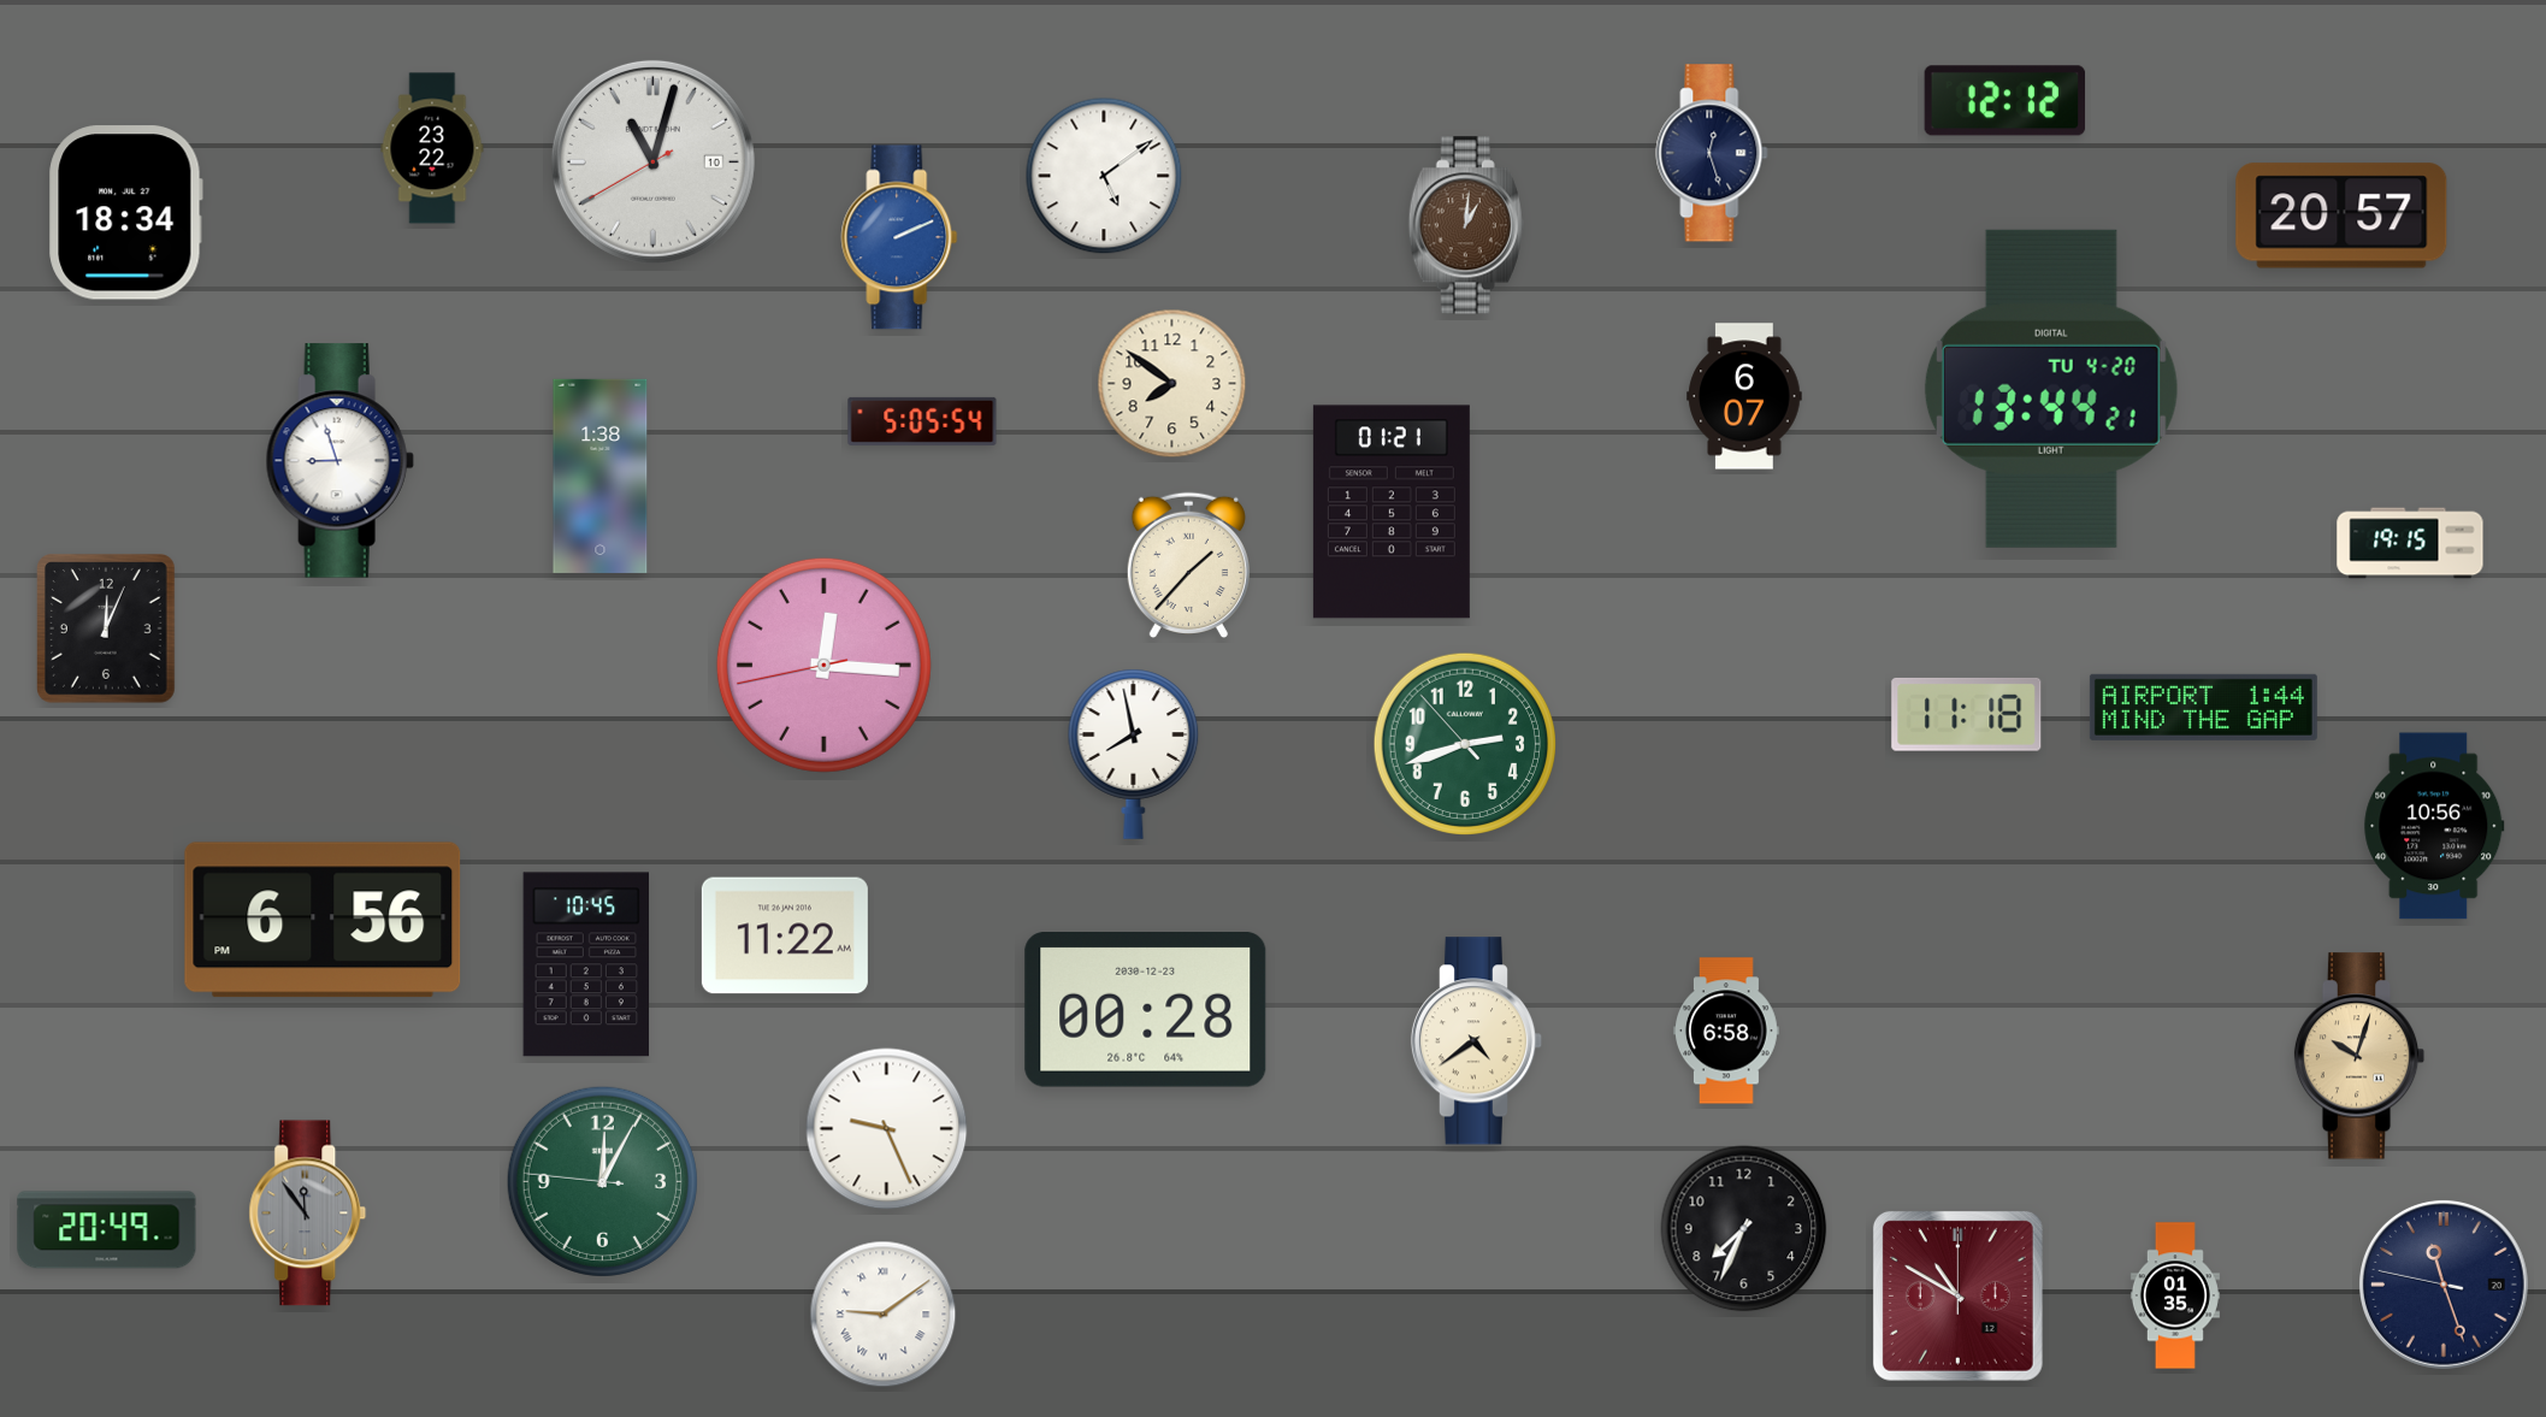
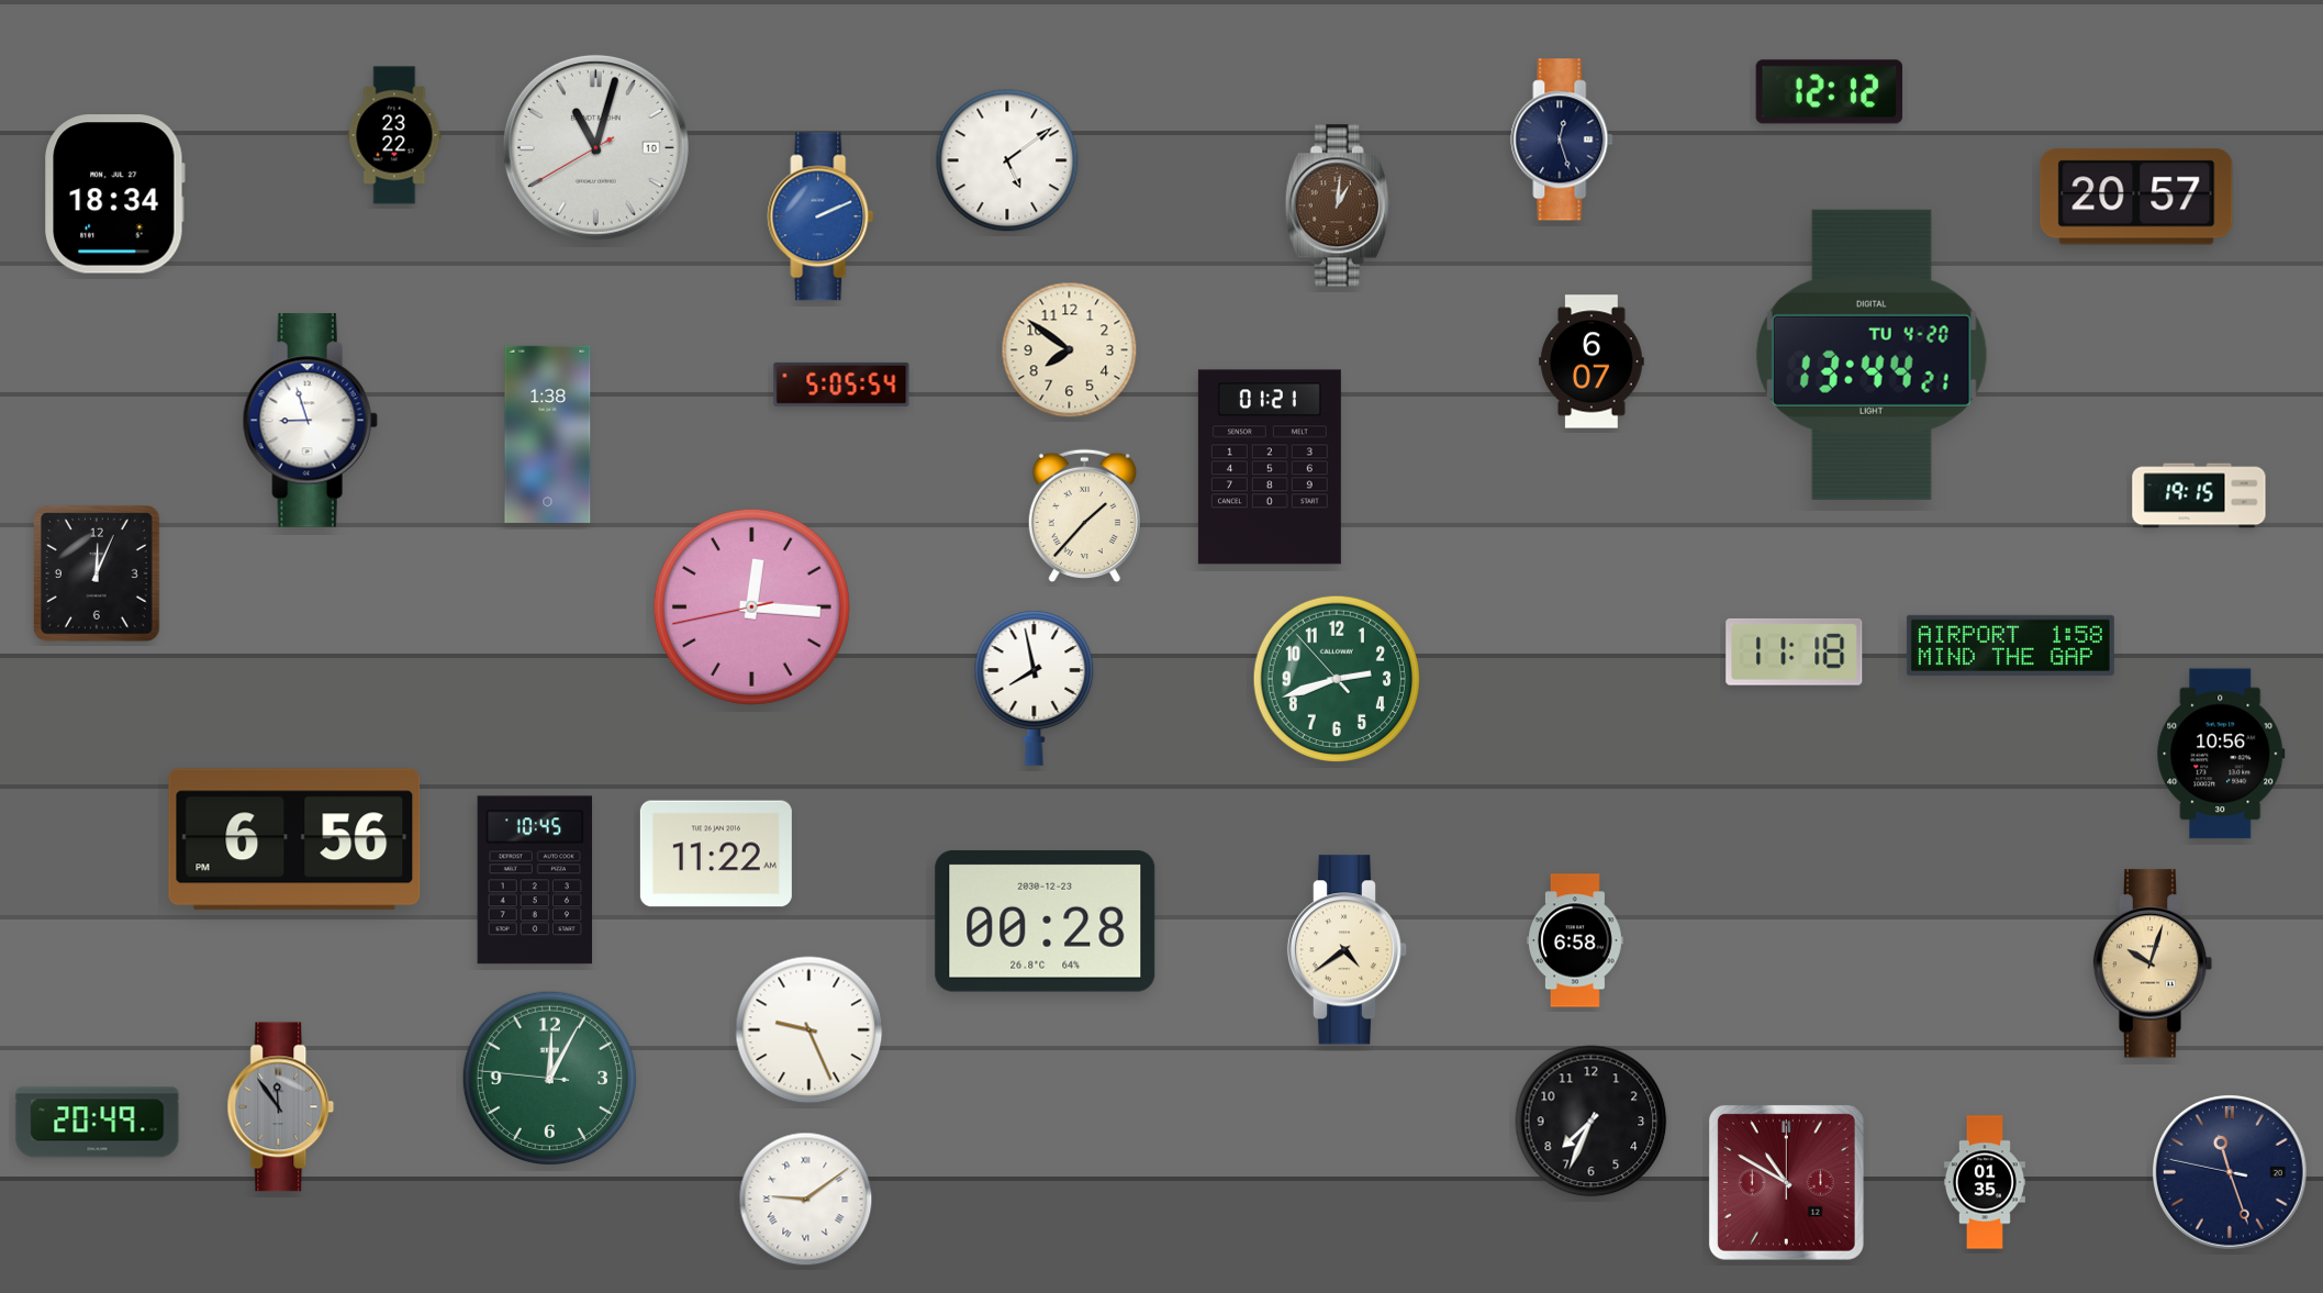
clock at (2203, 707): 1:44 -> 1:58
